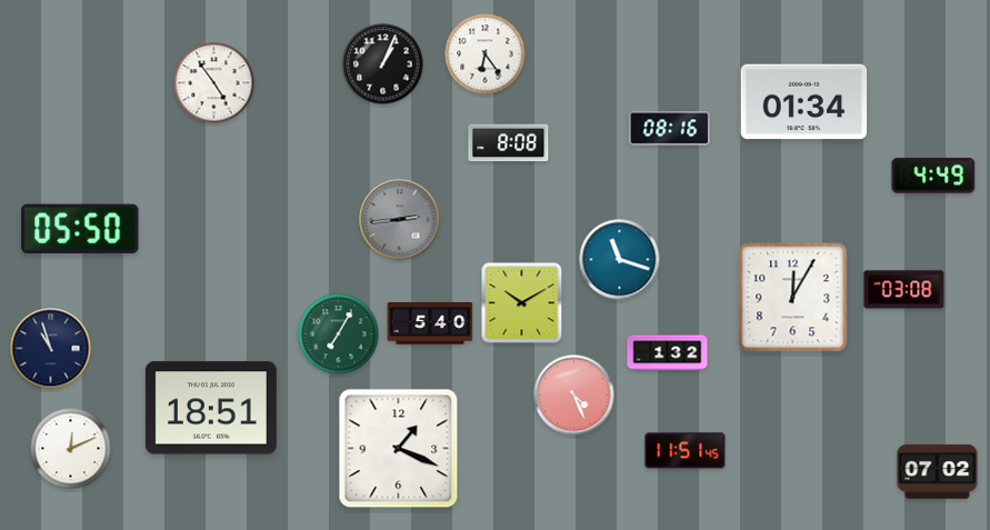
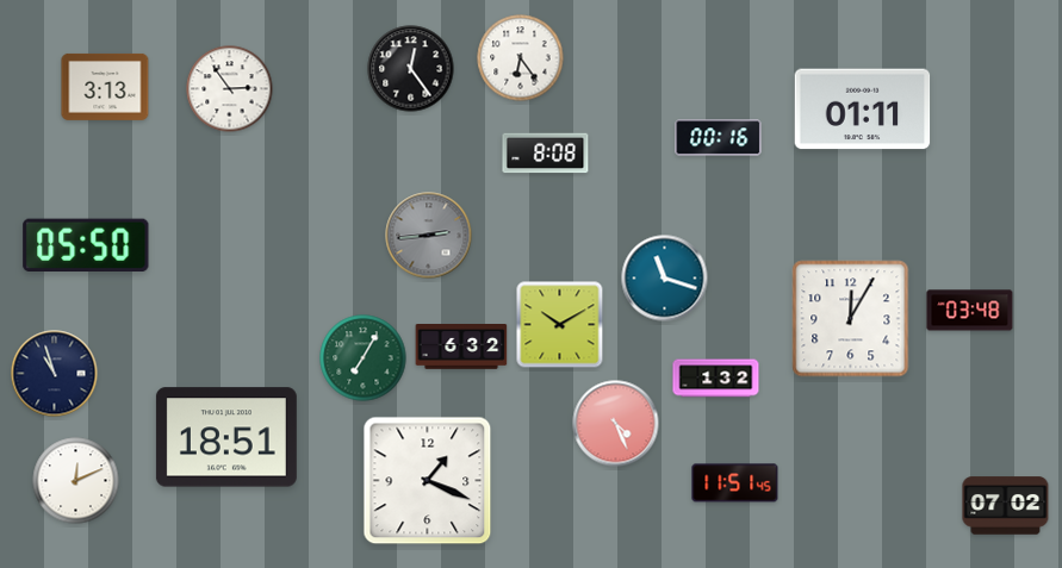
clock at (383, 64): 1:04 -> 12:24
clock at (105, 87): none -> 3:13
clock at (214, 83): 4:54 -> 2:54
clock at (804, 102): 01:34 -> 01:11
clock at (670, 129): 08:16 -> 00:16
clock at (933, 176): 4:49 -> none
clock at (904, 290): 03:08 -> 03:48
clock at (430, 324): 5:40 -> 6:32
